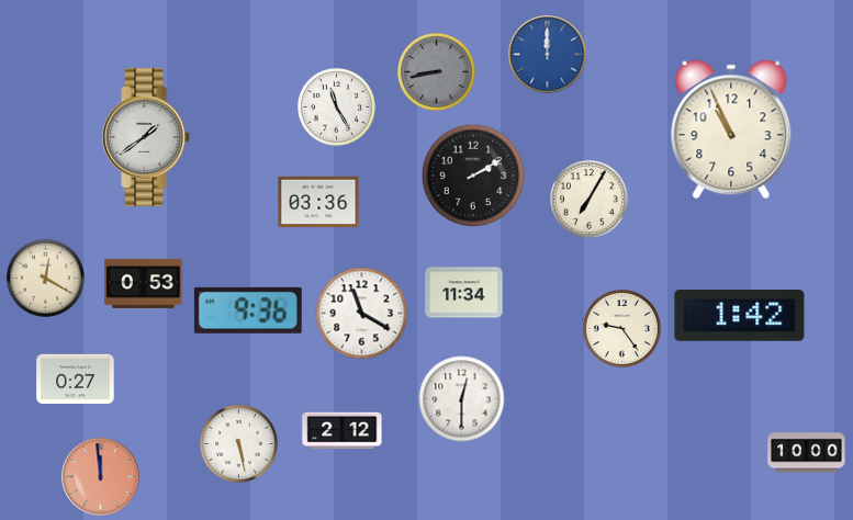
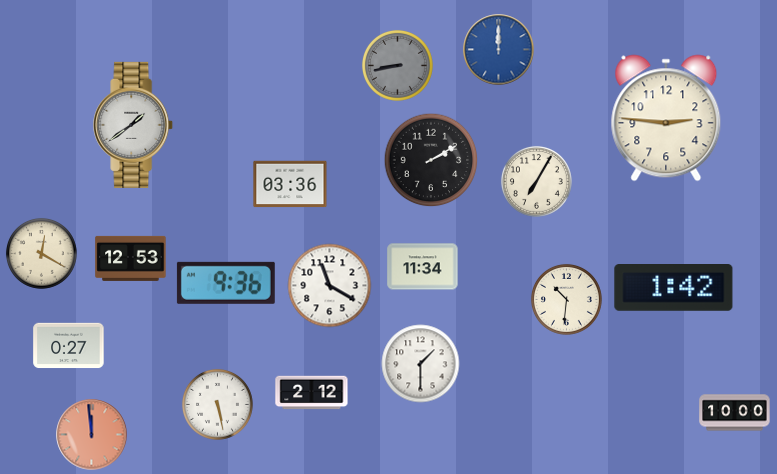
clock at (336, 106): 11:25 -> none
clock at (731, 129): 10:56 -> 2:46
clock at (144, 283): 0:53 -> 12:53
clock at (621, 328): 9:24 -> 10:31
clock at (462, 399): 12:30 -> 1:30
